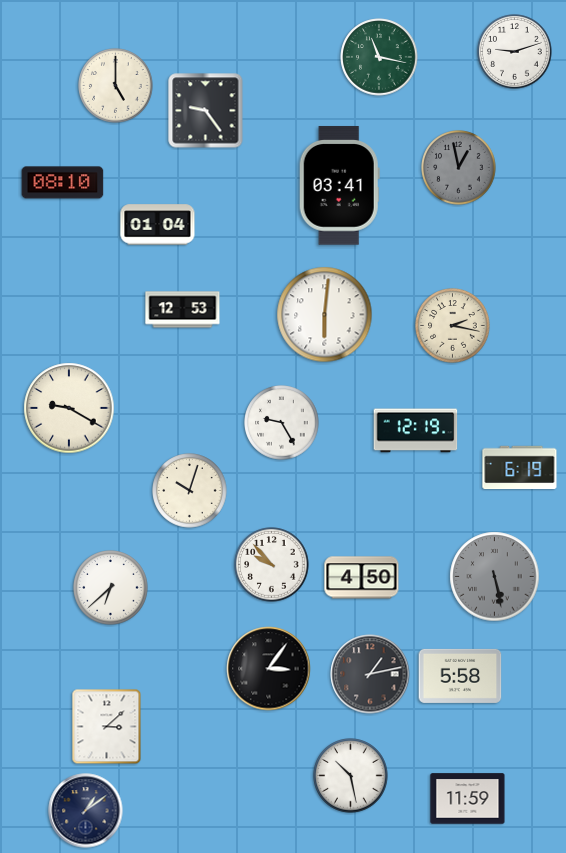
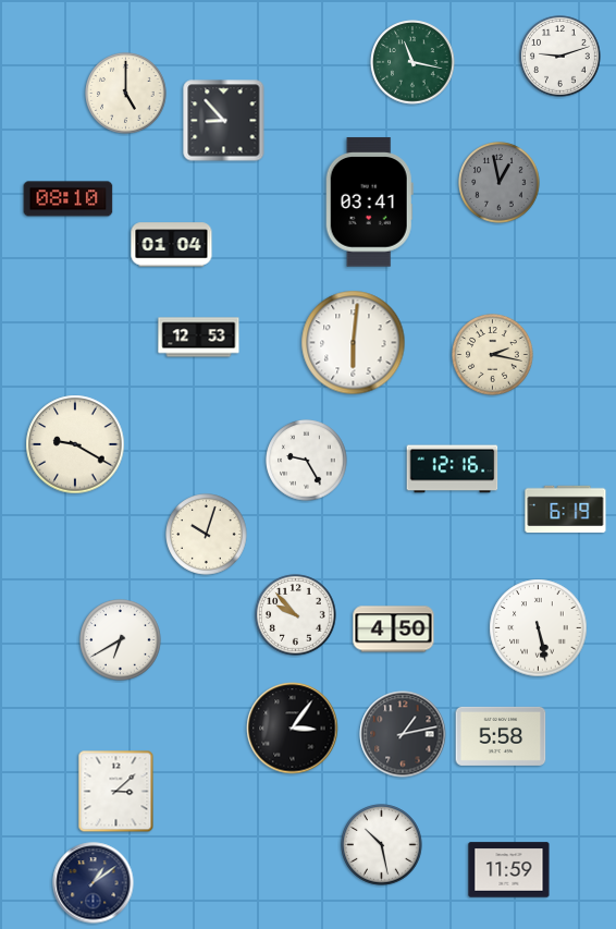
clock at (206, 111): 9:24 -> 8:53
clock at (416, 431): 12:19 -> 12:16
clock at (495, 577) dial: grey -> white
clock at (111, 588): 6:38 -> 6:40
